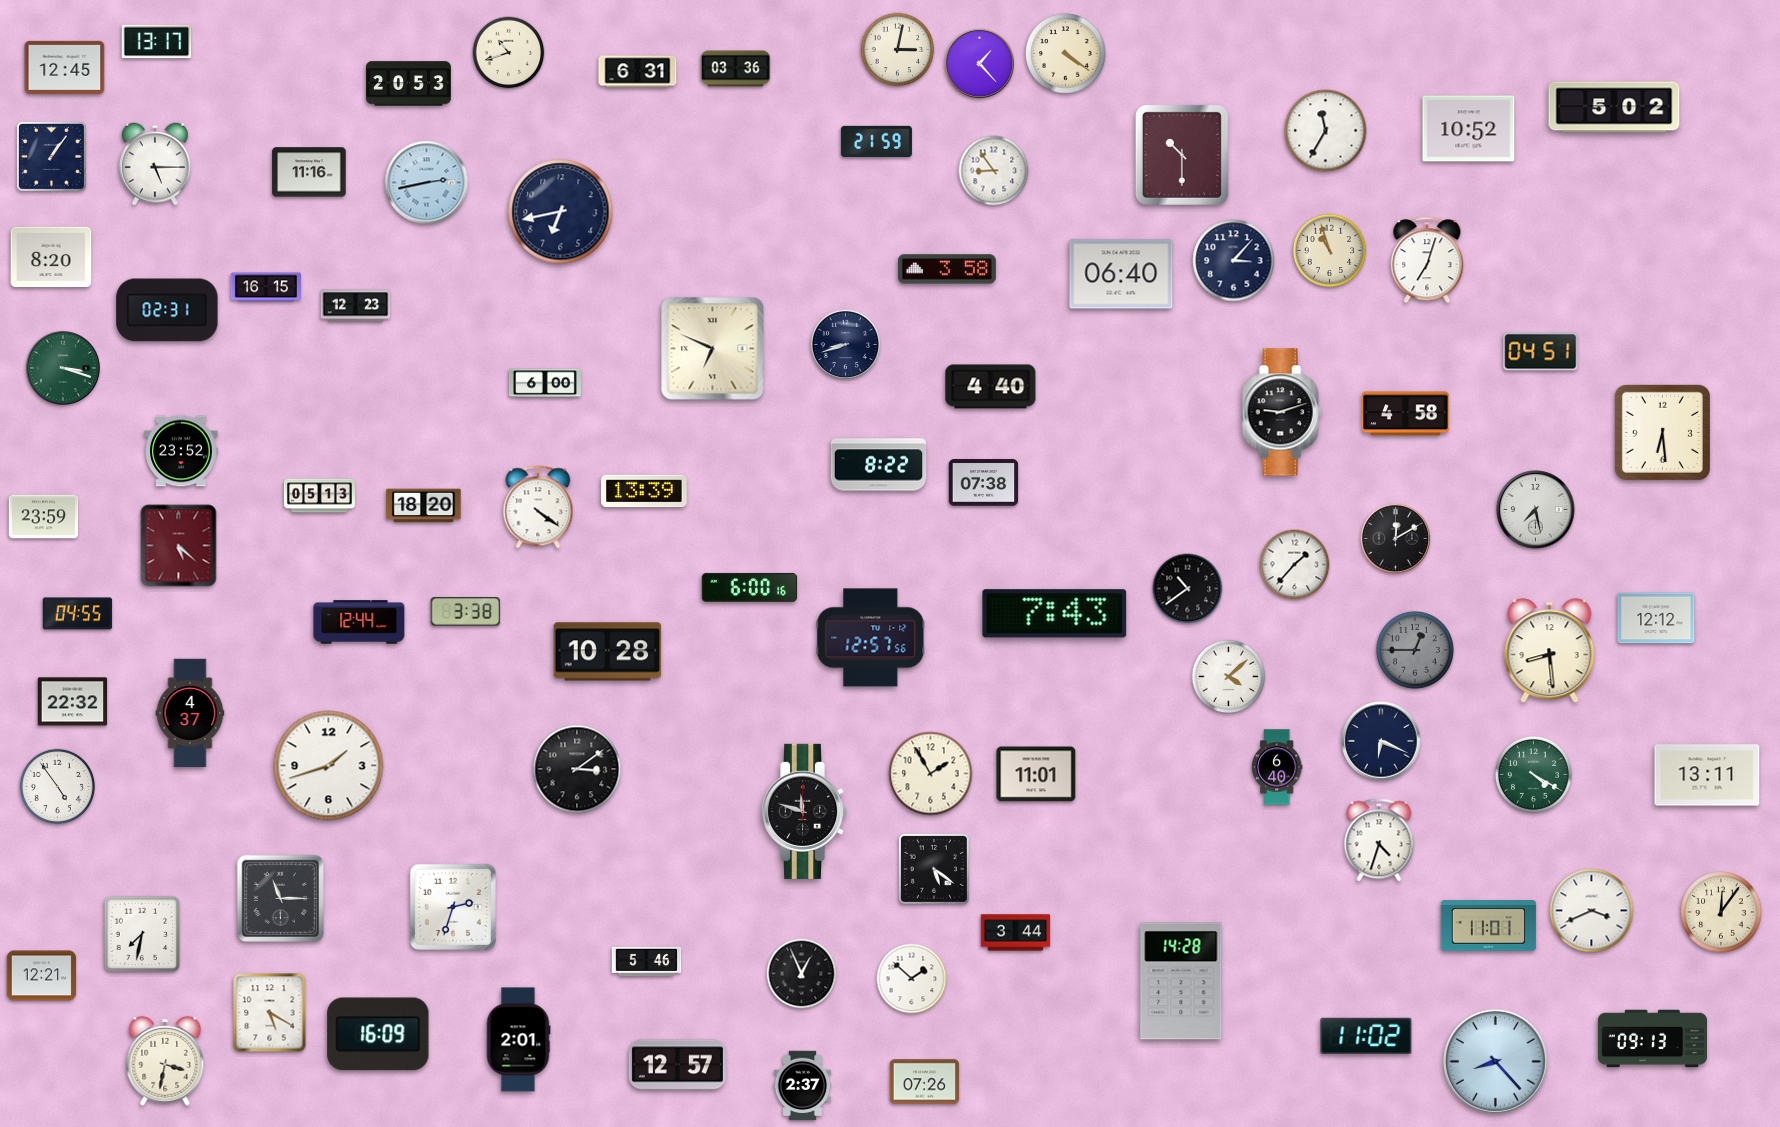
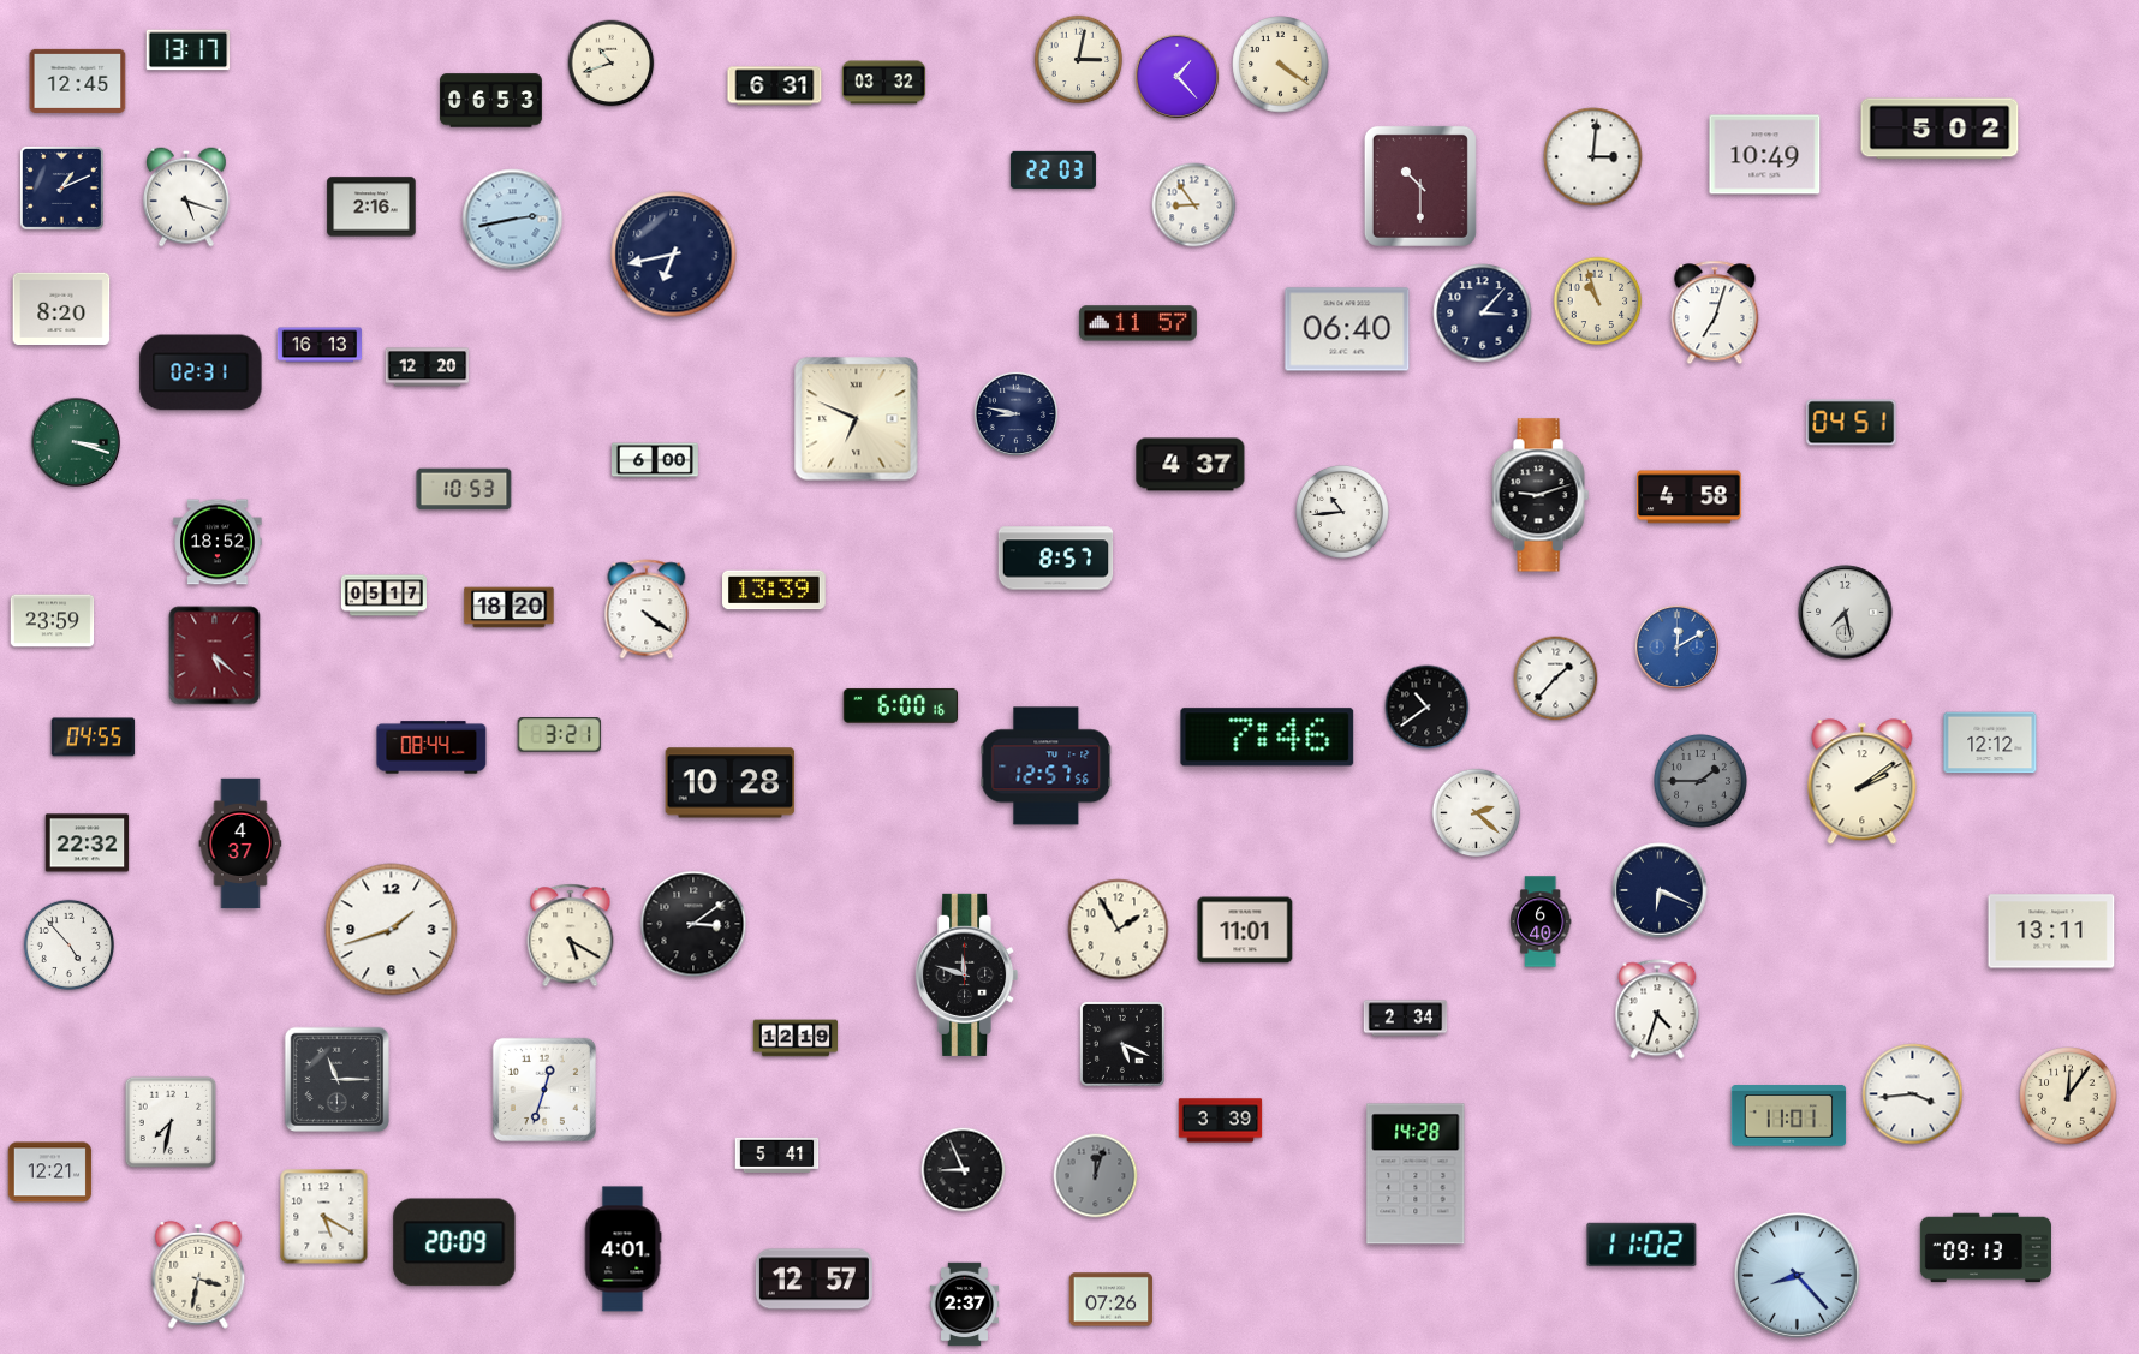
clock at (736, 69): 03:36 -> 03:32
clock at (638, 72) position: (638, 72) -> (775, 87)
clock at (408, 84): 20:53 -> 06:53
clock at (1469, 129): 10:52 -> 10:49
clock at (1326, 131): 11:35 -> 3:01
clock at (876, 141): 21:59 -> 22:03
clock at (51, 156): 1:06 -> 1:11
clock at (155, 164): 5:15 -> 5:18
clock at (309, 172): 11:16 -> 2:16
clock at (947, 269): 3:58 -> 11:57
clock at (265, 287): 16:15 -> 16:13
clock at (356, 306): 12:23 -> 12:20
clock at (845, 344): 8:42 -> 8:47
clock at (991, 387): 4:40 -> 4:37
clock at (464, 489): none -> 10:53
clock at (1342, 512): none -> 10:44
clock at (1662, 432): 6:29 -> none
clock at (181, 451): 23:52 -> 18:52
clock at (879, 465): 8:22 -> 8:57
clock at (984, 483): 07:38 -> none
clock at (319, 496): 05:13 -> 05:17
clock at (1395, 538) dial: black -> blue
clock at (466, 612): 3:38 -> 3:21
clock at (1055, 614): 7:43 -> 7:46
clock at (359, 622): 12:44 -> 08:44
clock at (1415, 650): 12:45 -> 1:45
clock at (1550, 651): 8:29 -> 2:09
clock at (1229, 677): 4:08 -> 2:22
clock at (190, 713) position: (190, 713) -> (240, 843)
clock at (329, 766) position: (329, 766) -> (392, 930)
clock at (1277, 767) position: (1277, 767) -> (1541, 921)
clock at (1533, 774): 4:20 -> none
clock at (571, 936): none -> 5:20
clock at (57, 786): 4:54 -> 4:53
clock at (1406, 1019): none -> 2:34
clock at (796, 1038): none -> 12:19
clock at (934, 869): 5:21 -> 5:19
clock at (453, 907): 2:33 -> 12:33
clock at (1592, 911): 3:41 -> 3:44
clock at (1489, 926) position: (1489, 926) -> (1789, 1116)
clock at (1016, 933): 3:44 -> 3:39
clock at (647, 961): 5:46 -> 5:41
clock at (802, 974): 12:56 -> 8:56
clock at (912, 979): 1:52 -> 12:03
clock at (912, 979) dial: white -> grey
clock at (1181, 981) position: (1181, 981) -> (1416, 1174)
clock at (378, 1034): 16:09 -> 20:09
clock at (518, 1040): 2:01 -> 4:01
